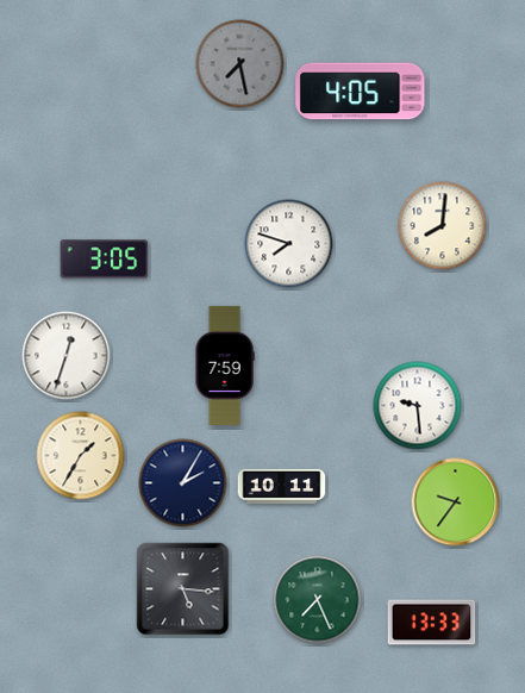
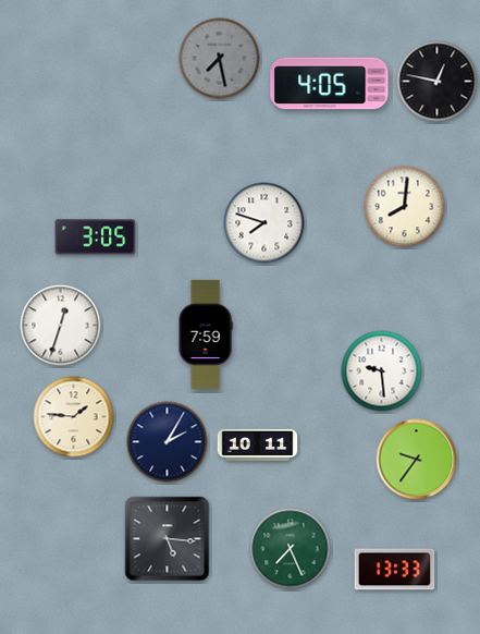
clock at (438, 82): none -> 12:47
clock at (81, 456): 1:35 -> 1:46
